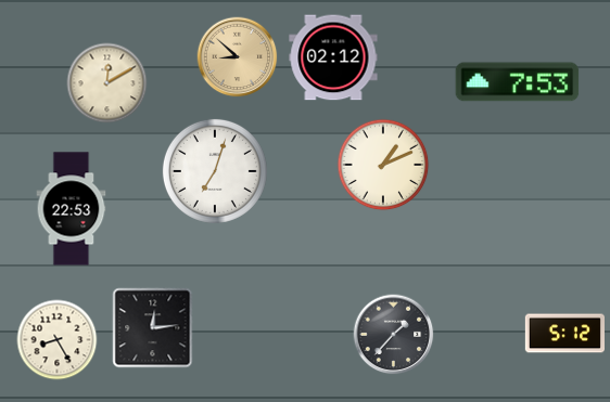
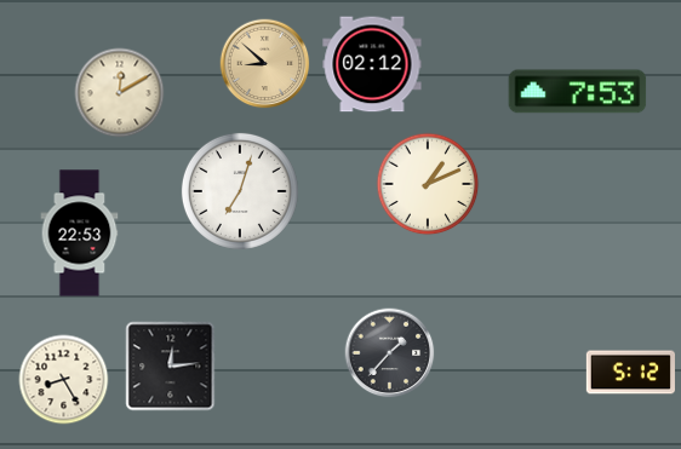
clock at (394, 335) position: (394, 335) -> (390, 353)
